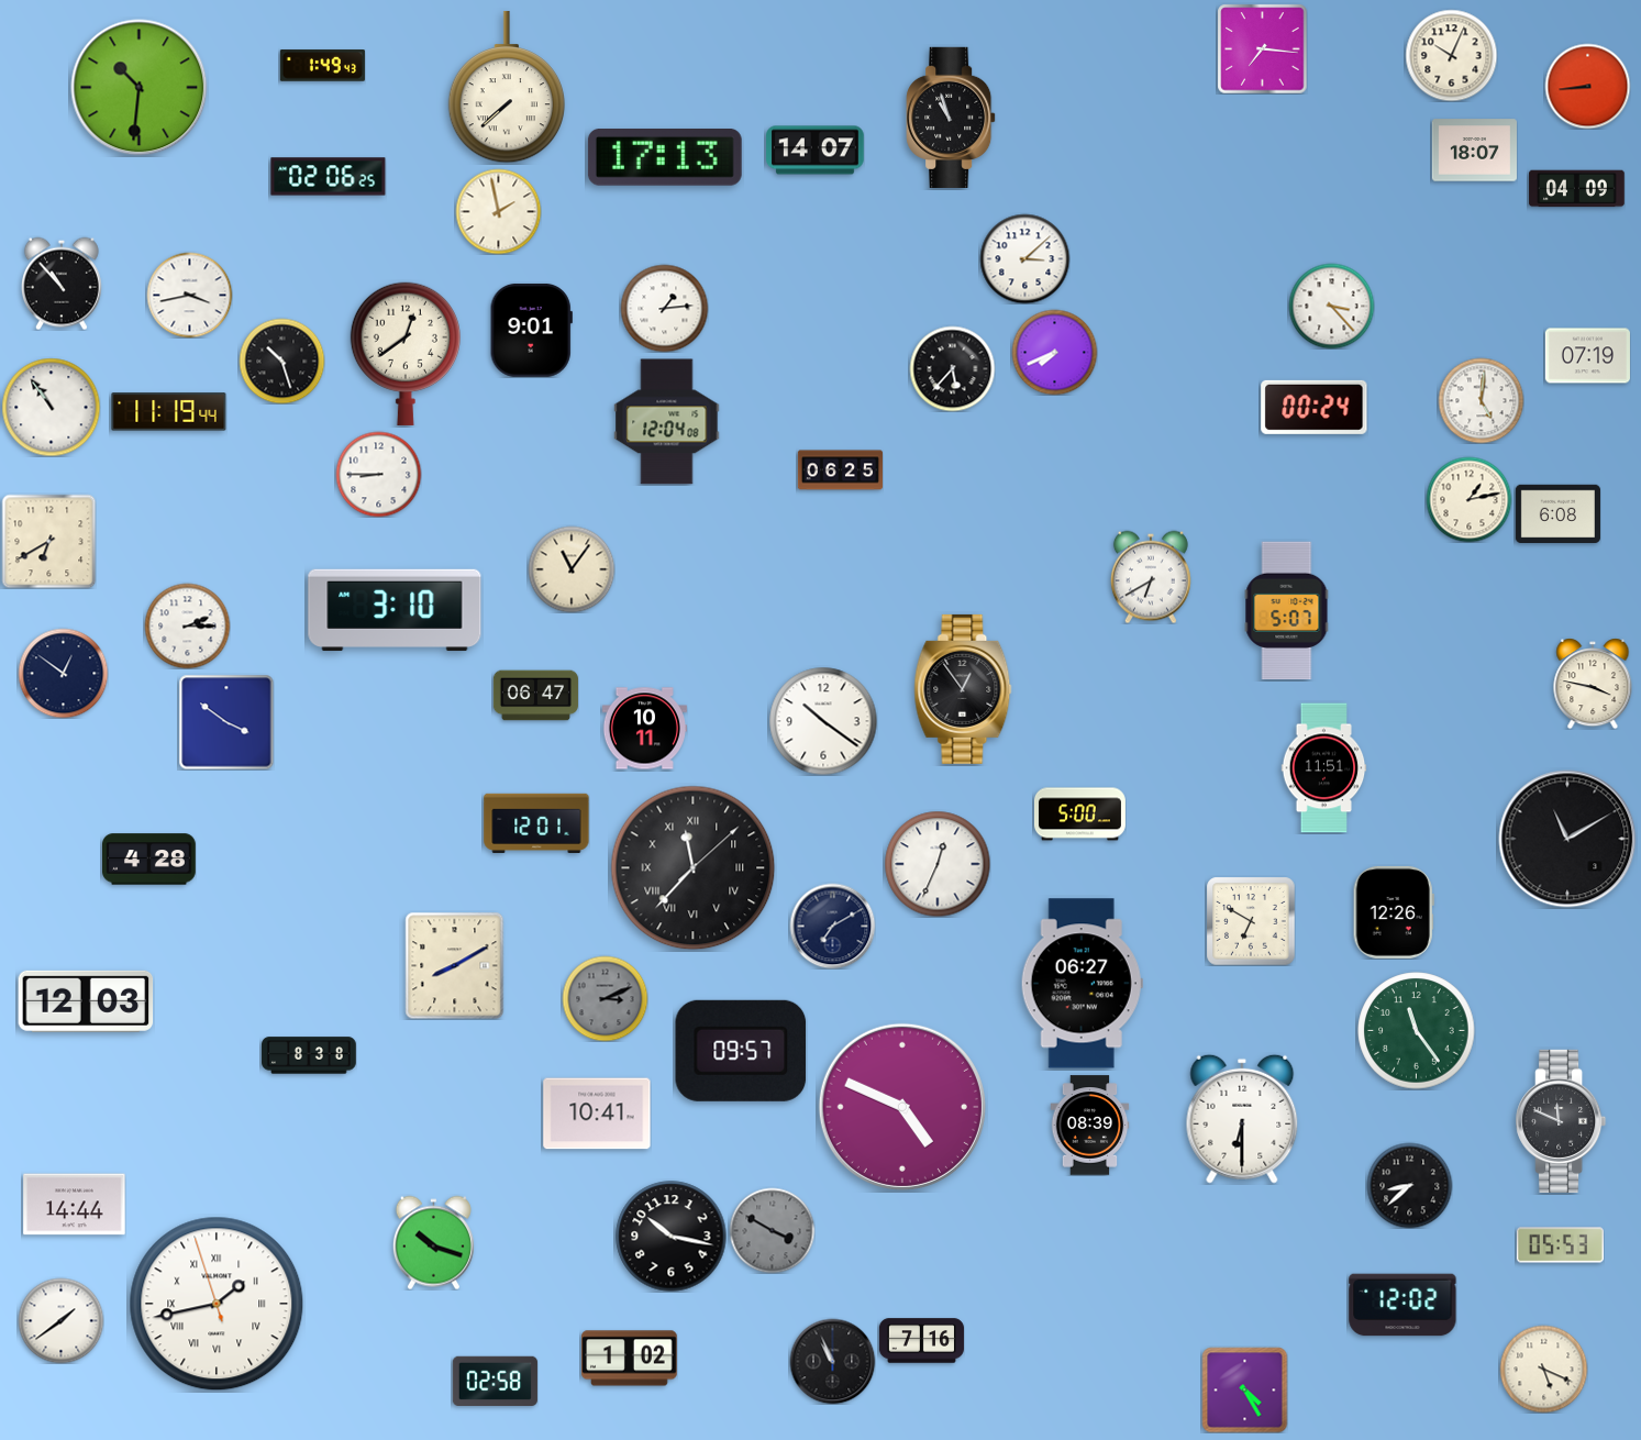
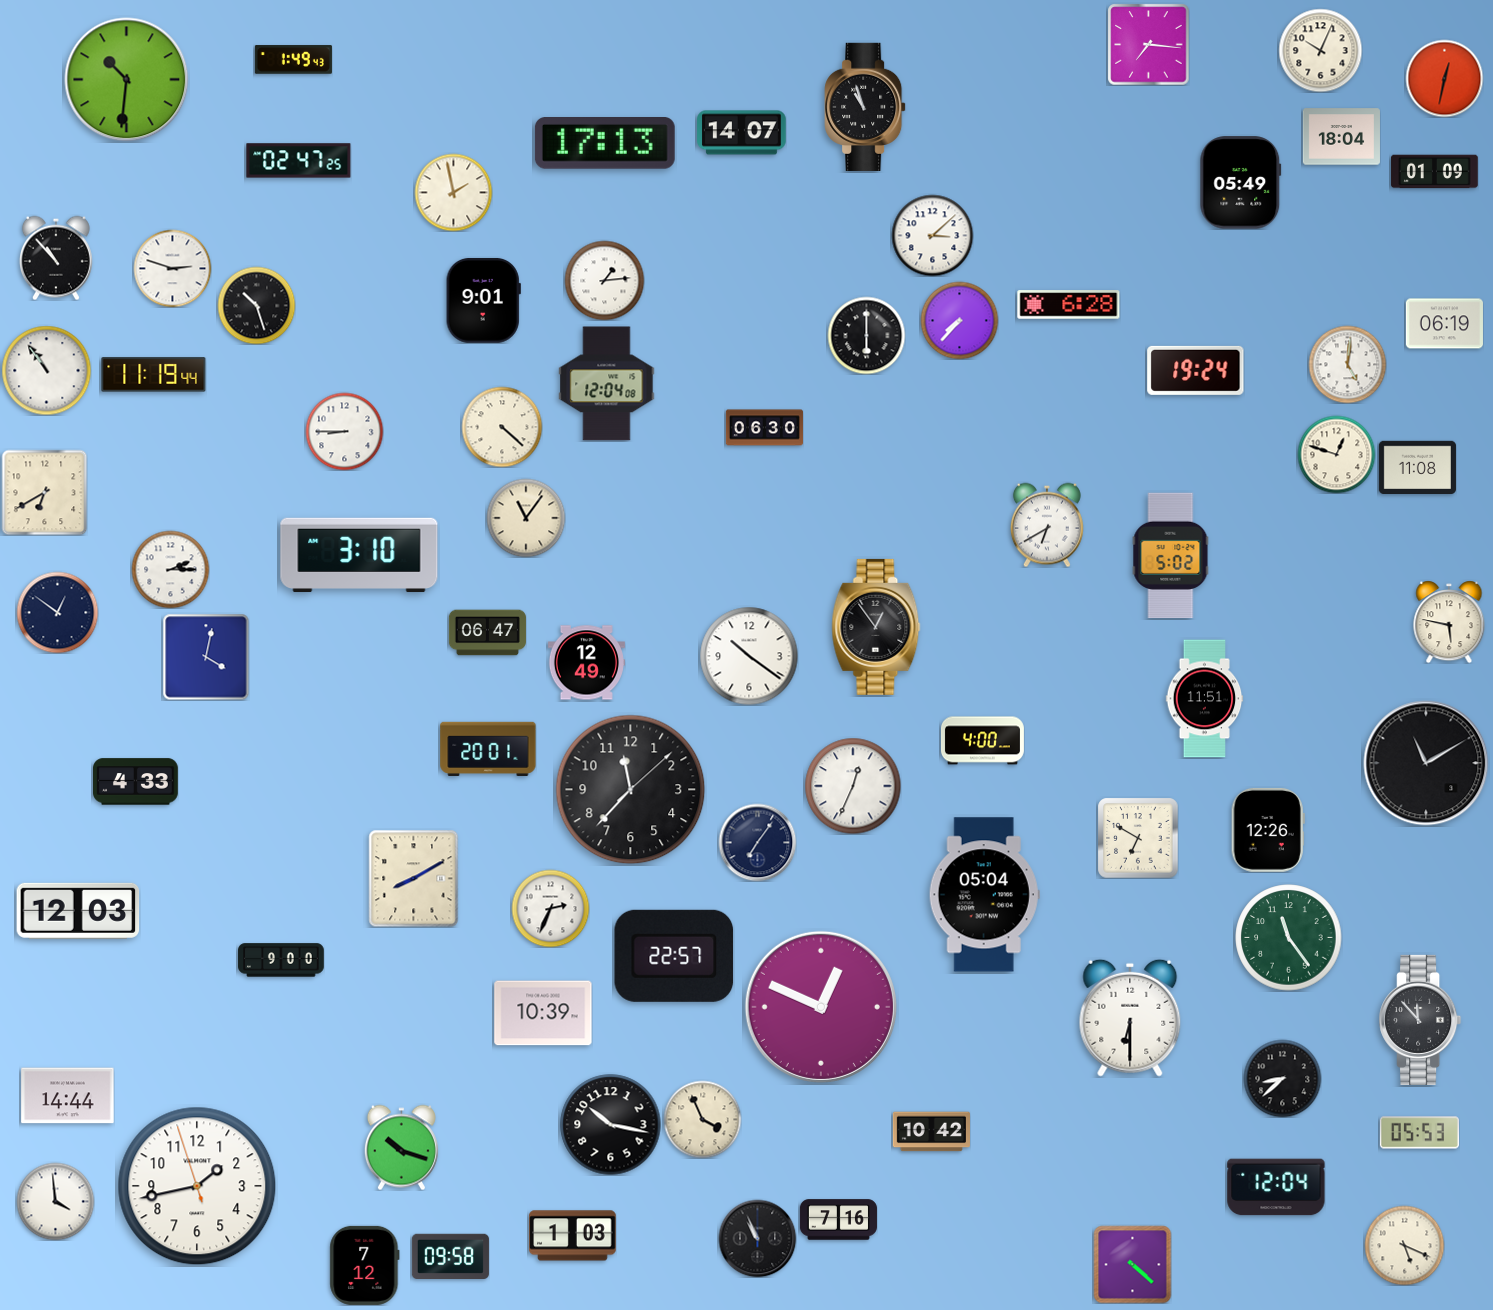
clock at (1587, 86): 8:44 -> 12:32
clock at (506, 87): 7:38 -> none
clock at (816, 151) position: (816, 151) -> (742, 133)
clock at (1474, 151): 18:07 -> 18:04
clock at (329, 177): 02:06 -> 02:47
clock at (1577, 189): 04:09 -> 01:09
clock at (1241, 183): none -> 05:49
clock at (189, 295): 3:43 -> 2:48
clock at (1331, 306): 3:23 -> none
clock at (1069, 305): none -> 6:28
clock at (1054, 352): 7:41 -> 7:37
clock at (406, 354): 12:39 -> none
clock at (1587, 356): 07:19 -> 06:19
clock at (281, 361) position: (281, 361) -> (256, 305)
clock at (952, 368): 5:37 -> 6:00
clock at (1315, 407): 00:24 -> 19:24
clock at (502, 427): none -> 4:22
clock at (840, 470): 06:25 -> 06:30
clock at (1468, 499): 1:13 -> 12:48
clock at (1557, 514): 6:08 -> 11:08
clock at (572, 569) position: (572, 569) -> (526, 518)
clock at (1287, 611): 5:07 -> 5:02
clock at (1593, 684): 3:47 -> 5:47
clock at (226, 722): 3:51 -> 4:02
clock at (644, 729): 10:11 -> 12:49
clock at (1079, 815): 5:00 -> 4:00
clock at (536, 823): 12:01 -> 20:01
clock at (149, 860): 4:28 -> 4:33
clock at (694, 868) numerals: Roman -> Arabic
clock at (832, 926): 7:10 -> 7:06
clock at (1082, 984): 06:27 -> 05:04
clock at (605, 998): 3:11 -> 2:34
clock at (605, 998) dial: grey -> white
clock at (741, 1051): 09:57 -> 22:57
clock at (309, 1055): 8:38 -> 9:00
clock at (902, 1107): 4:49 -> 12:49
clock at (597, 1114): 10:41 -> 10:39
clock at (1561, 1121): 11:49 -> 11:53
clock at (1090, 1126): 08:39 -> none
clock at (772, 1230): 3:50 -> 3:56
clock at (772, 1230) dial: grey -> cream
clock at (433, 1242) position: (433, 1242) -> (401, 1147)
clock at (931, 1132): none -> 10:42
clock at (217, 1304) numerals: Roman -> Arabic
clock at (1402, 1305): 12:02 -> 12:04
clock at (60, 1320): 1:39 -> 3:59
clock at (630, 1359): 1:02 -> 1:03
clock at (495, 1381): 02:58 -> 09:58
clock at (1244, 1389): 4:25 -> 4:22
clock at (365, 1265): none -> 7:12
